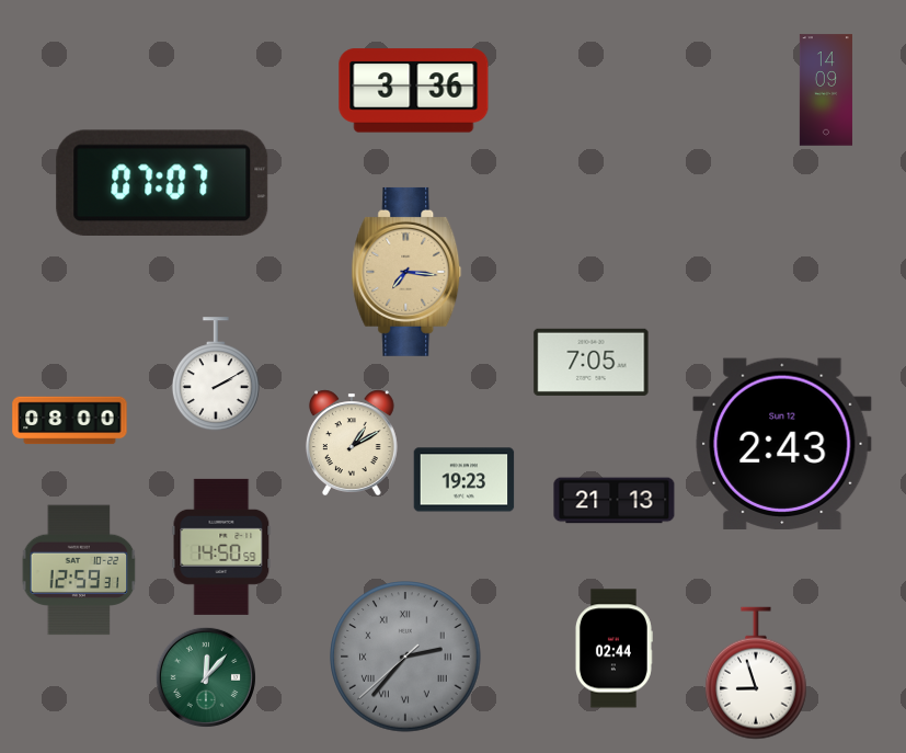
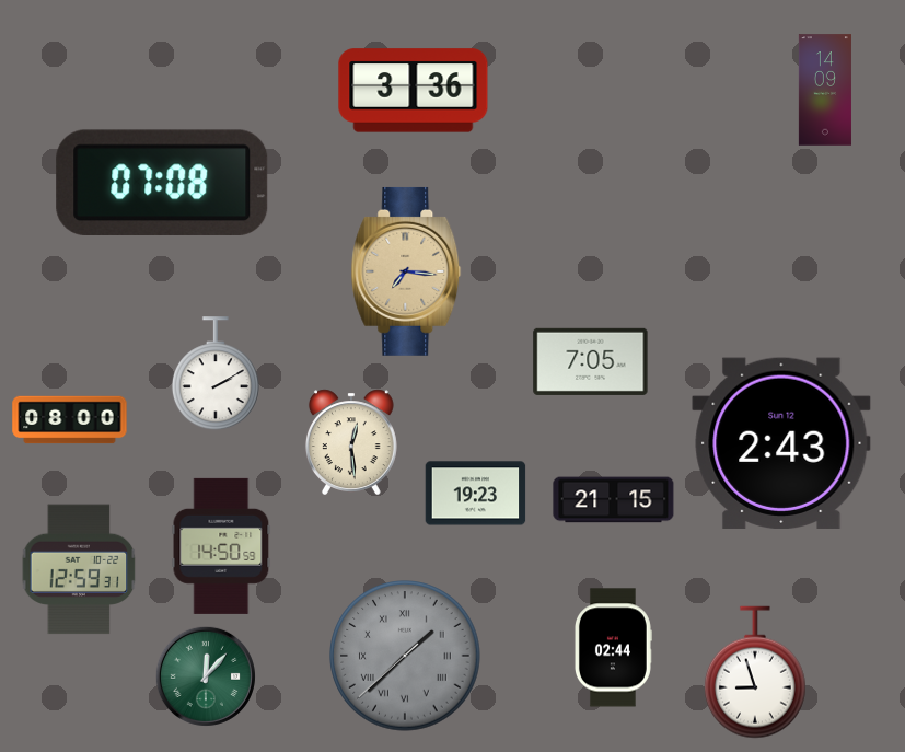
clock at (162, 183): 07:07 -> 07:08
clock at (352, 443): 1:10 -> 12:29
clock at (465, 480) position: (465, 480) -> (476, 494)
clock at (615, 501): 21:13 -> 21:15
clock at (405, 657): 2:36 -> 1:37
